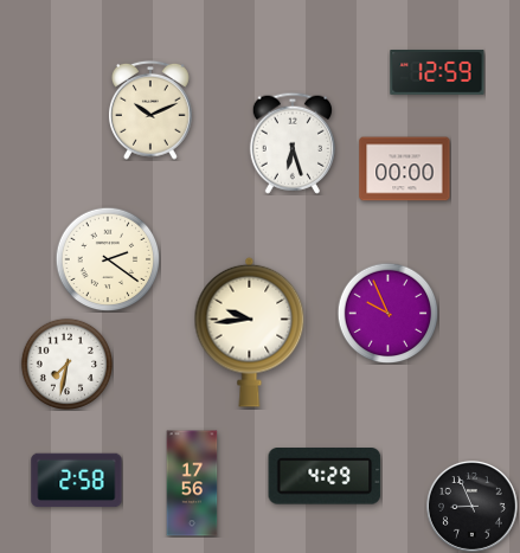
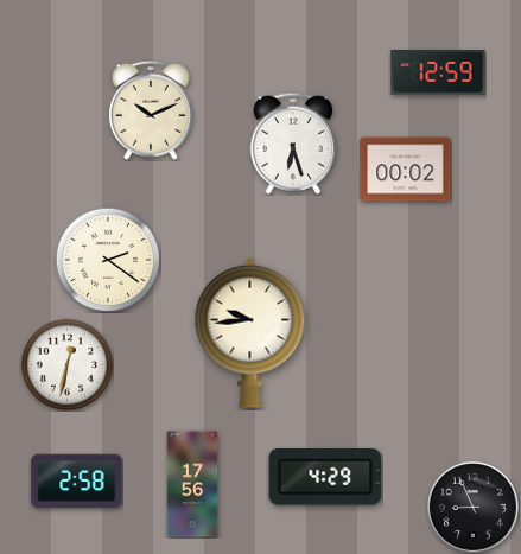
clock at (405, 169): 00:00 -> 00:02
clock at (387, 313): 9:56 -> none
clock at (66, 364): 7:32 -> 12:32
